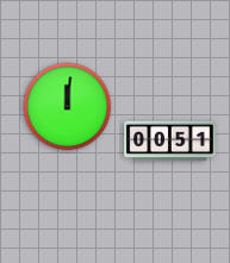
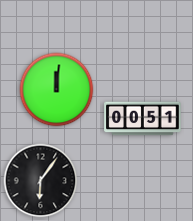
clock at (41, 181): none -> 6:06
